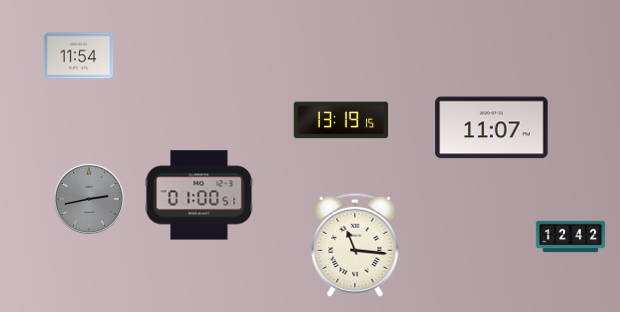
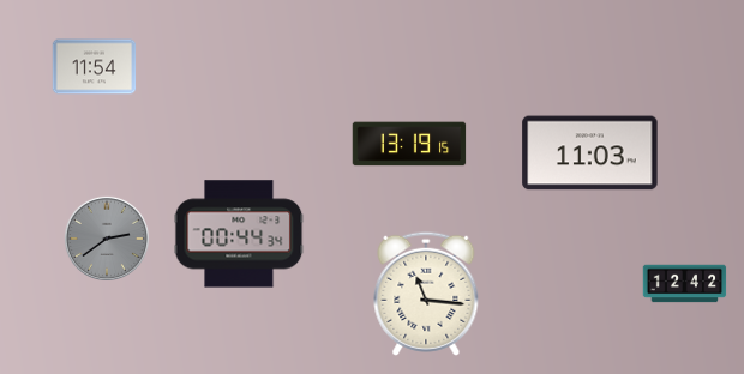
clock at (492, 128): 11:07 -> 11:03
clock at (199, 195): 01:00 -> 00:44
clock at (89, 199): 2:43 -> 2:39
